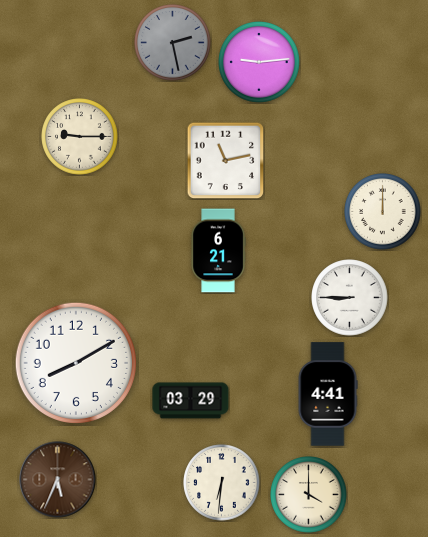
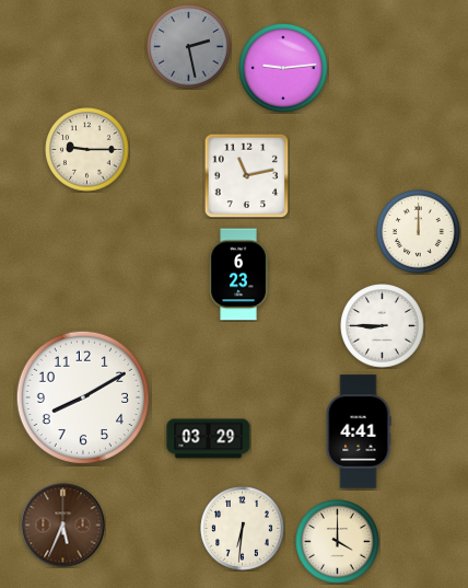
clock at (218, 251): 6:21 -> 6:23
